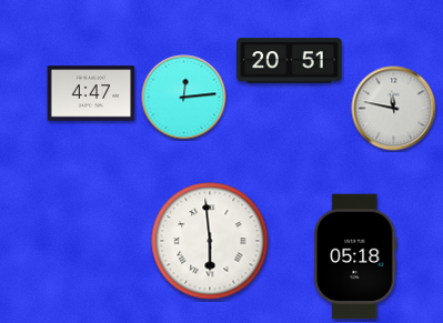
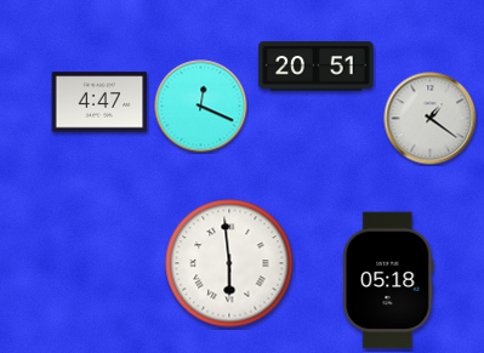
clock at (184, 98): 12:14 -> 12:19
clock at (394, 109): 11:47 -> 1:21
